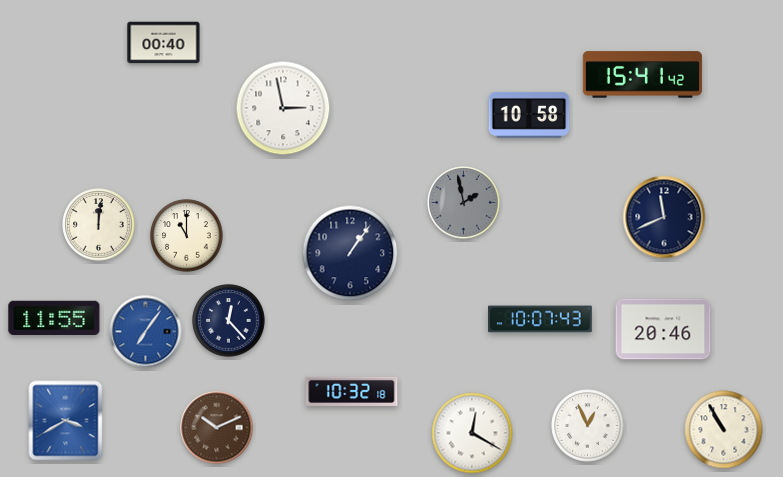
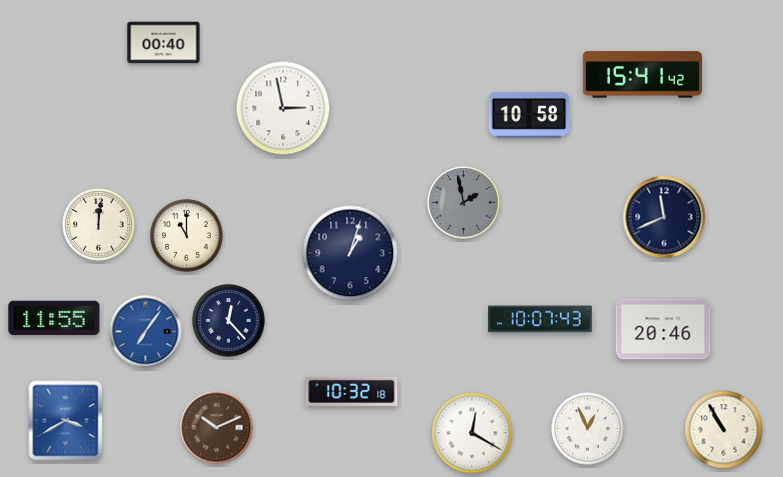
clock at (350, 253): 1:06 -> 1:03
clock at (588, 426) position: (588, 426) -> (588, 429)
